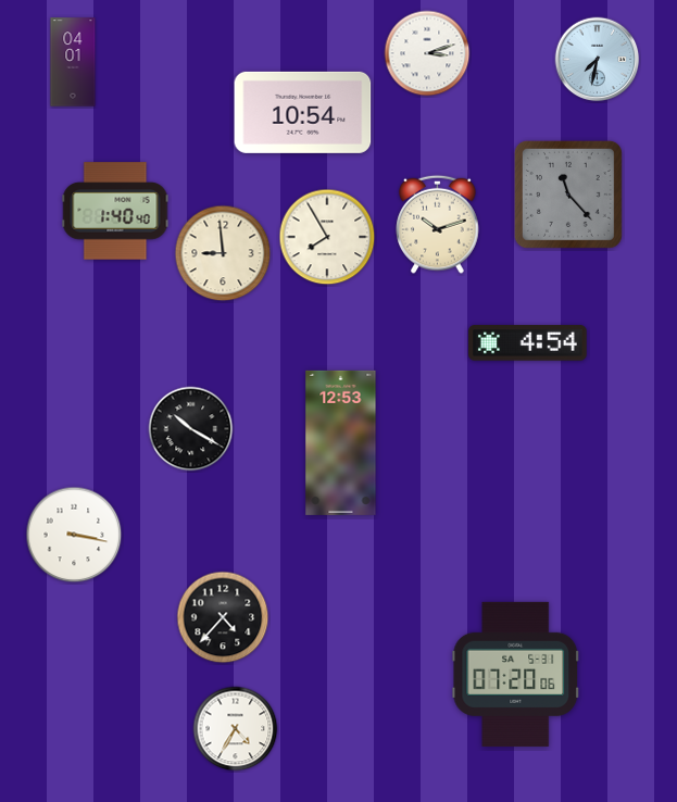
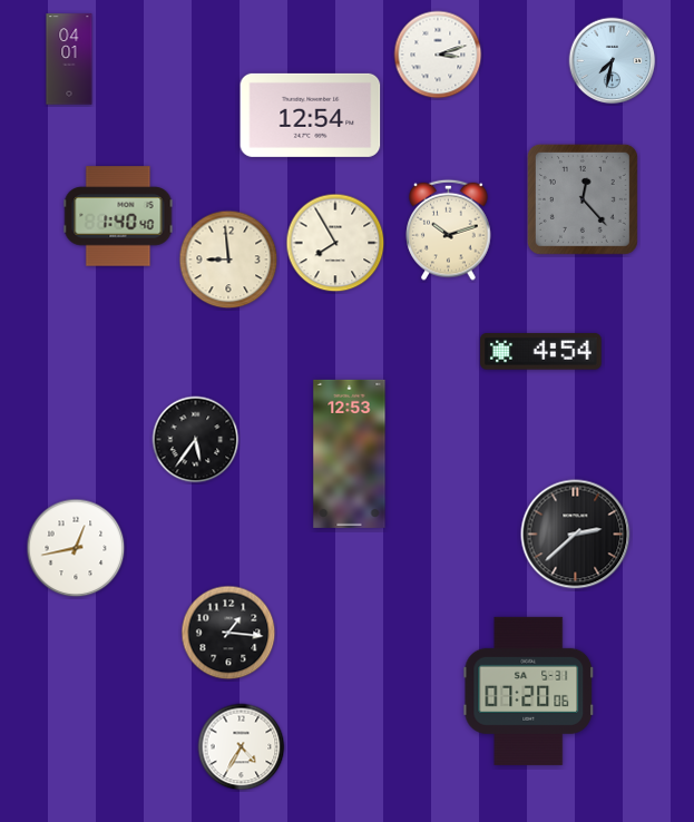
clock at (73, 62) position: (73, 62) -> (69, 59)
clock at (303, 112): 10:54 -> 12:54
clock at (568, 195): 11:23 -> 12:23
clock at (191, 429): 10:20 -> 5:36
clock at (576, 535): none -> 2:38
clock at (74, 535): 3:17 -> 12:43
clock at (223, 617): 4:37 -> 1:16
